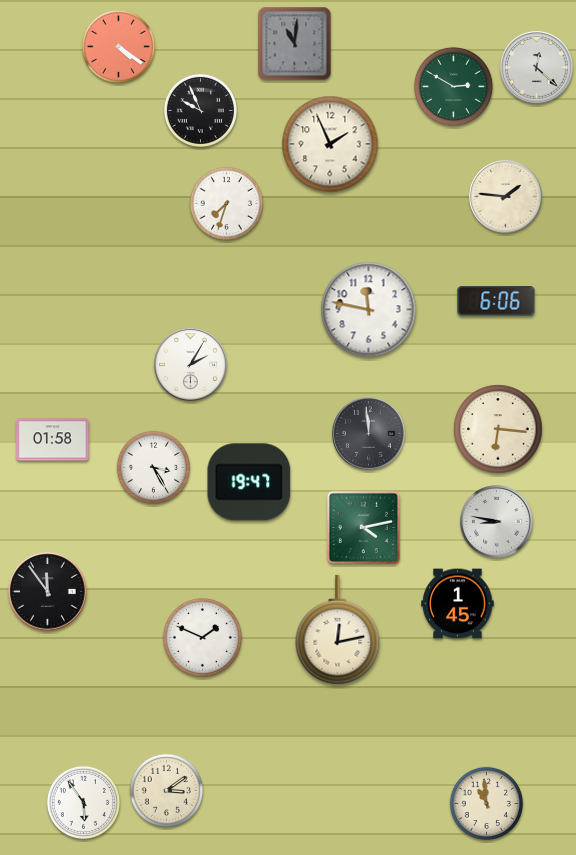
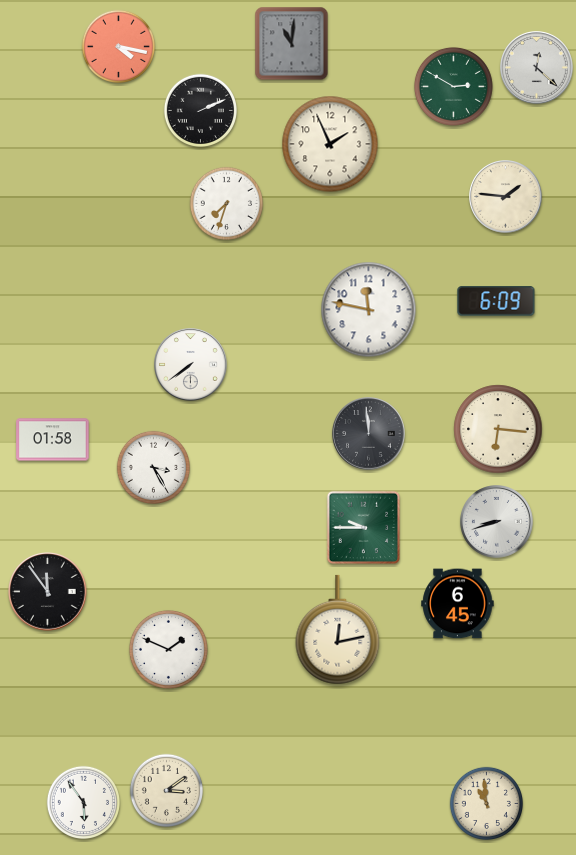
clock at (295, 44) position: (295, 44) -> (292, 44)
clock at (118, 46): 4:21 -> 4:17
clock at (200, 110): 9:56 -> 2:11
clock at (496, 301): 6:06 -> 6:09
clock at (191, 365): 2:05 -> 7:39
clock at (249, 482): 19:47 -> none
clock at (497, 522): 8:47 -> 8:42
clock at (364, 528): 4:13 -> 9:45
clock at (458, 604): 1:45 -> 6:45
clock at (202, 637) position: (202, 637) -> (168, 649)
